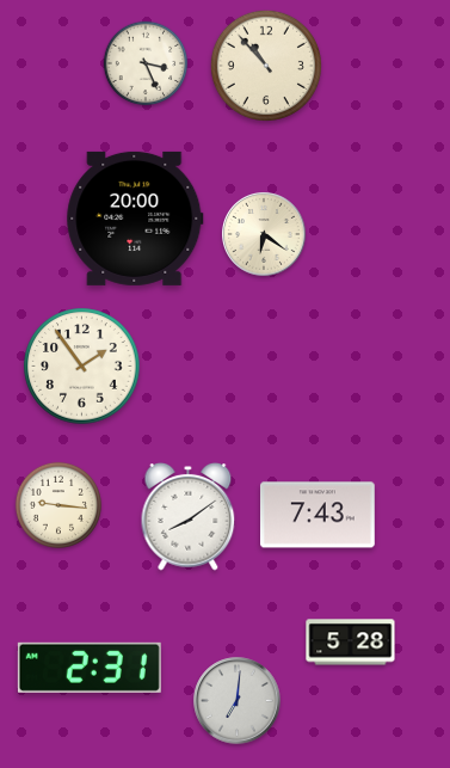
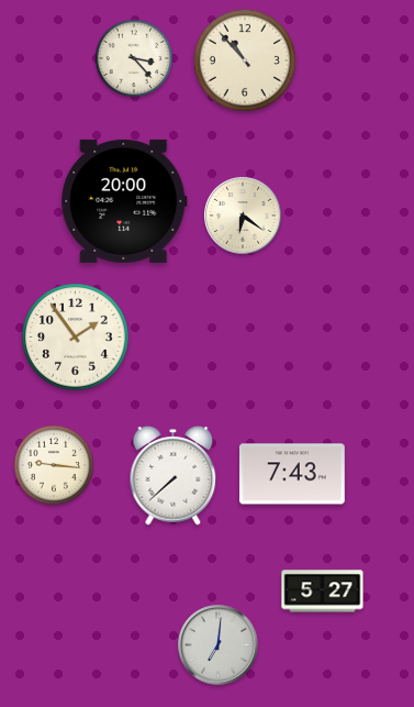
clock at (146, 63): 3:26 -> 3:23
clock at (189, 517): 8:09 -> 7:38
clock at (351, 643): 5:28 -> 5:27
clock at (90, 668): 2:31 -> none
